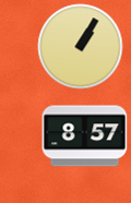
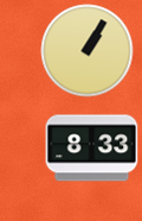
clock at (84, 136): 8:57 -> 8:33
